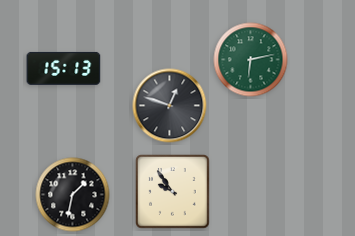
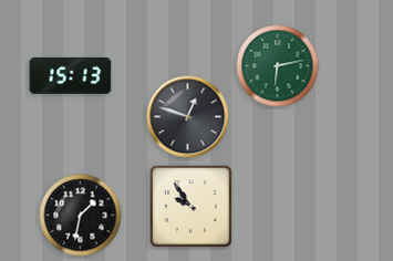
clock at (173, 192) position: (173, 192) -> (192, 207)
